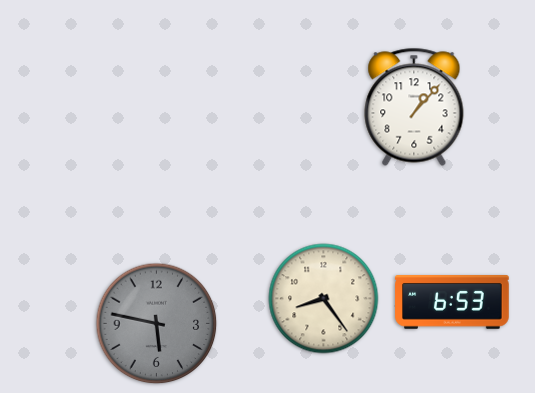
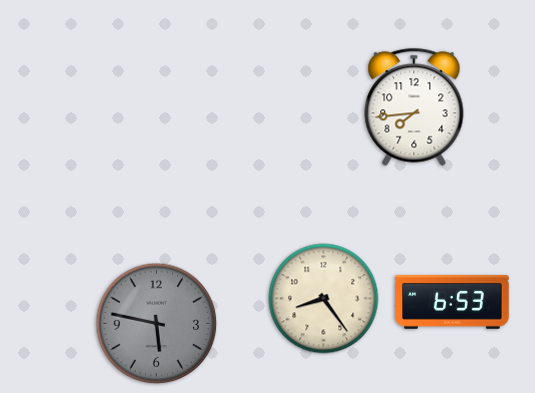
clock at (414, 107): 1:07 -> 7:44
